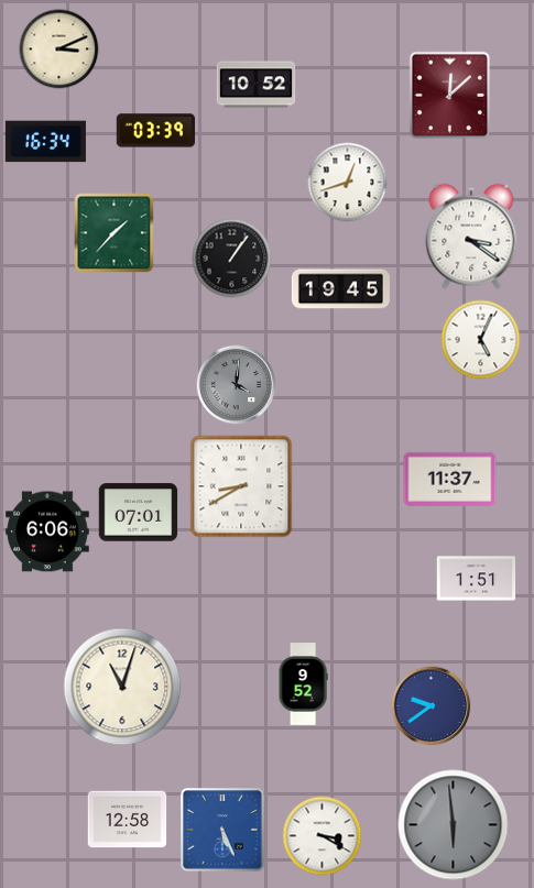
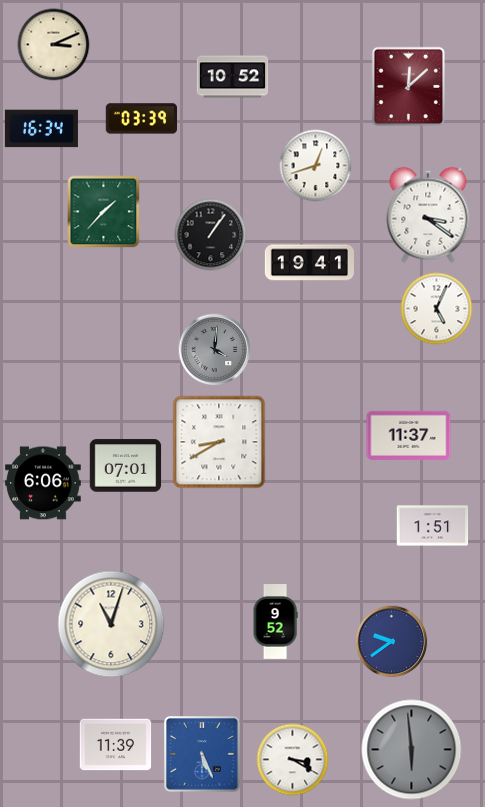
clock at (340, 289): 19:45 -> 19:41
clock at (128, 820): 12:58 -> 11:39
